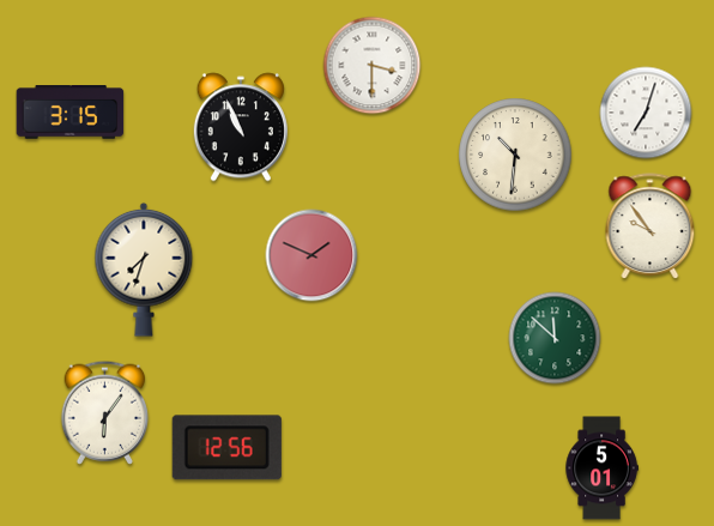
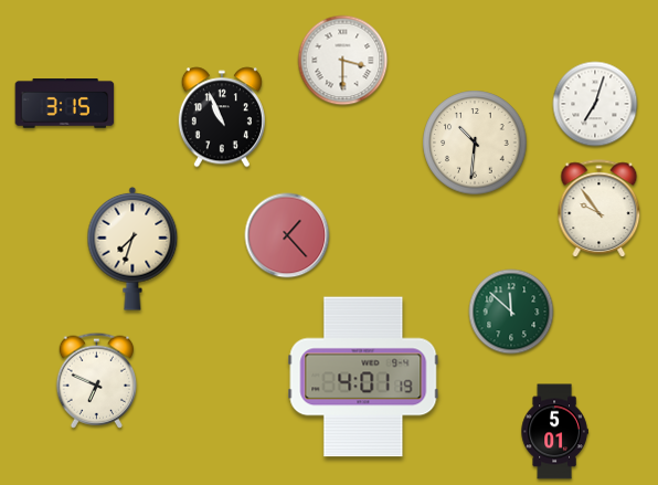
clock at (311, 255): 1:49 -> 1:23
clock at (363, 377): none -> 4:01
clock at (105, 412): 6:06 -> 6:49
clock at (226, 448): 12:56 -> none
